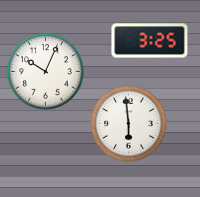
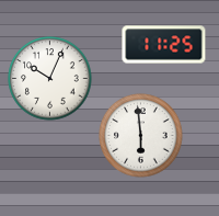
clock at (150, 41): 3:25 -> 11:25
